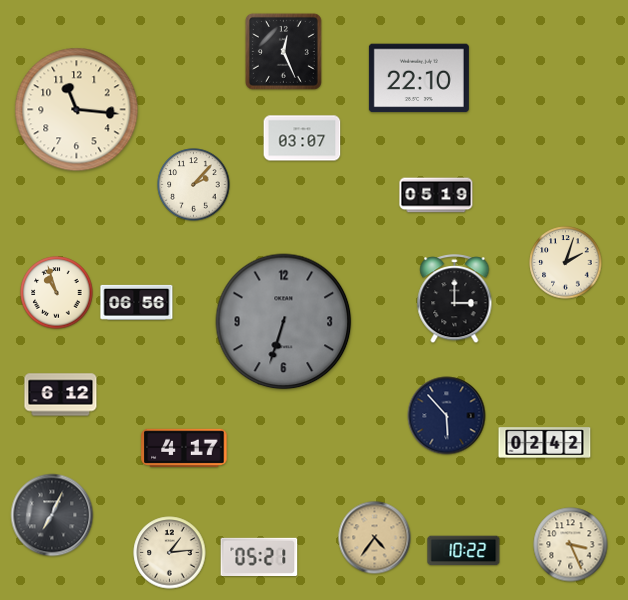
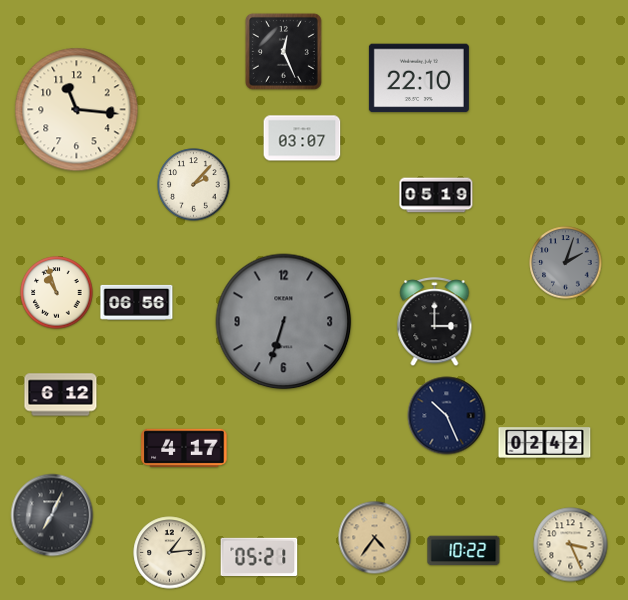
clock at (566, 263) dial: cream -> grey
clock at (455, 299) position: (455, 299) -> (435, 322)
clock at (447, 416): 5:53 -> 10:26
